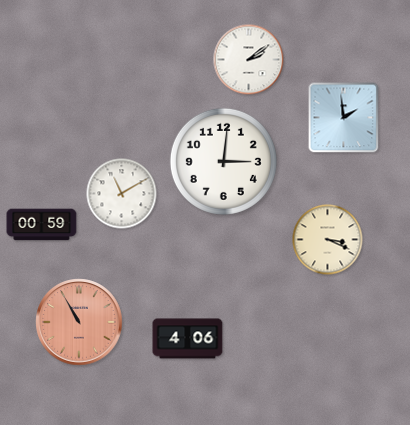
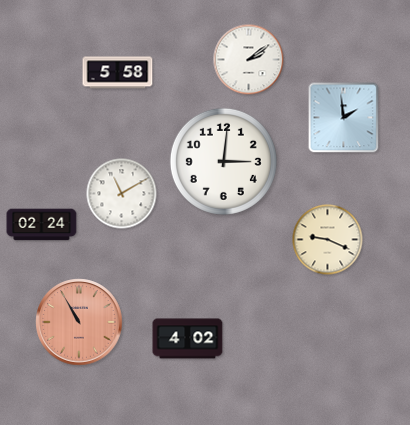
clock at (118, 73): none -> 5:58
clock at (42, 225): 00:59 -> 02:24
clock at (328, 240): 3:19 -> 9:19
clock at (188, 339): 4:06 -> 4:02
